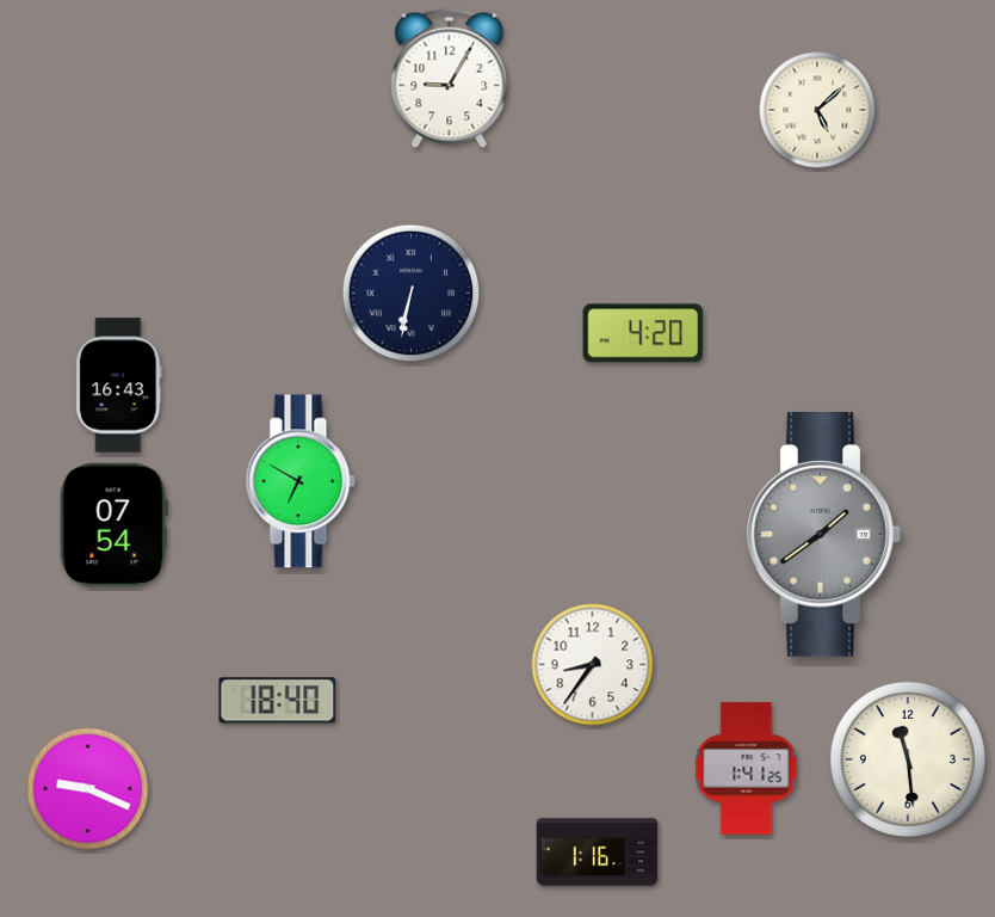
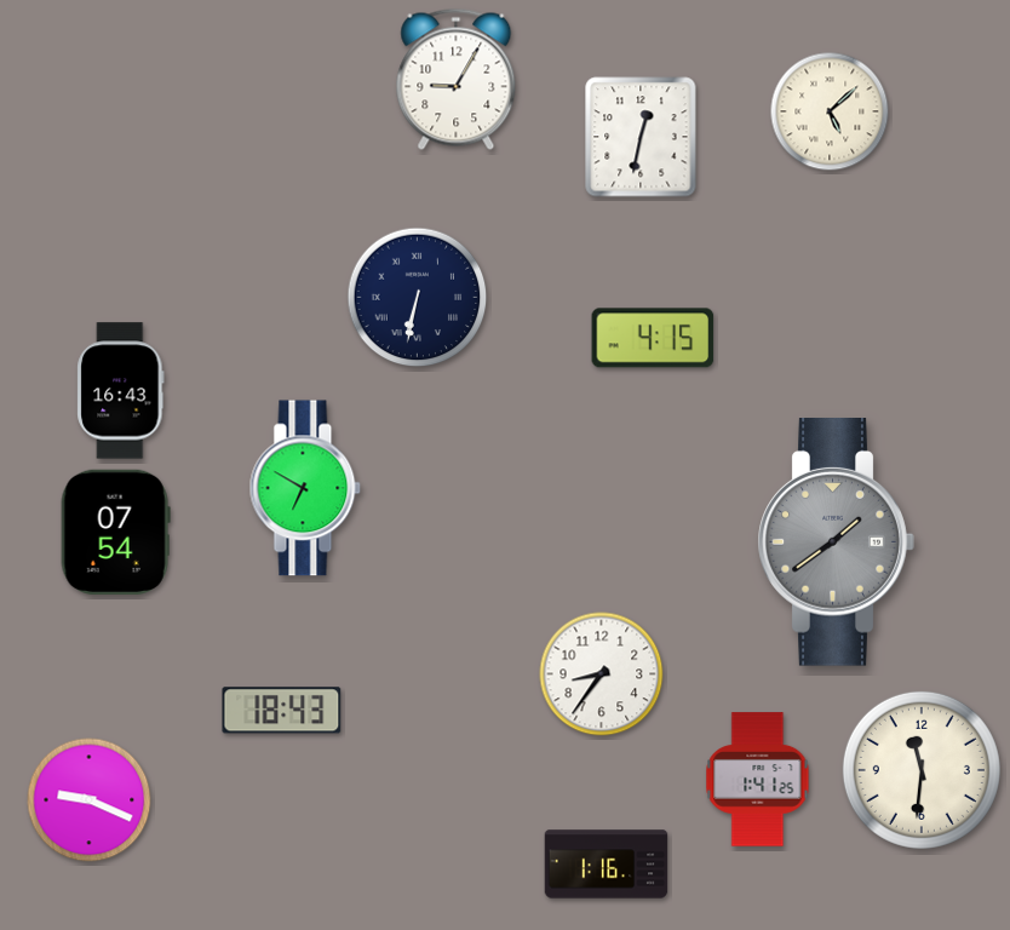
clock at (641, 137): none -> 12:32
clock at (643, 333): 4:20 -> 4:15
clock at (278, 701): 18:40 -> 18:43
clock at (908, 759): 11:29 -> 11:31
